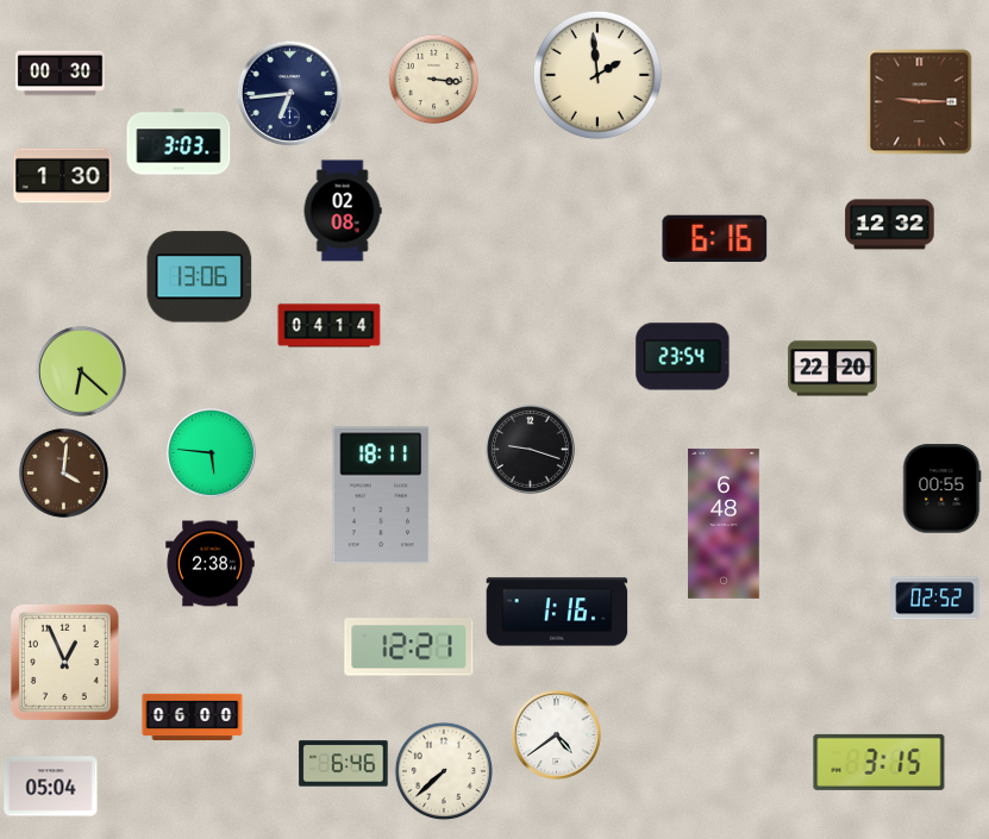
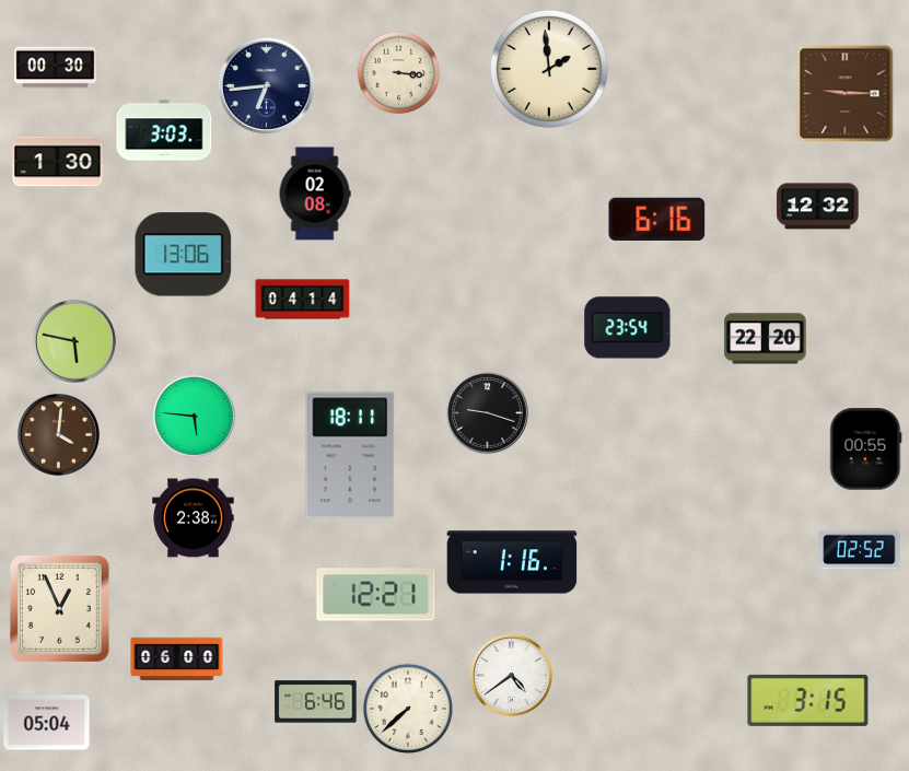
clock at (81, 371): 6:22 -> 5:47
clock at (724, 524): 6:48 -> none
